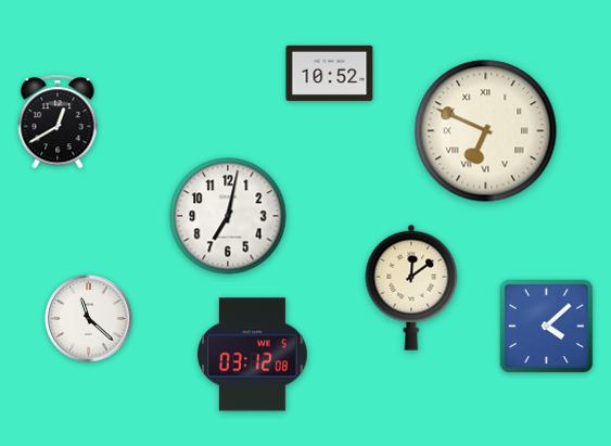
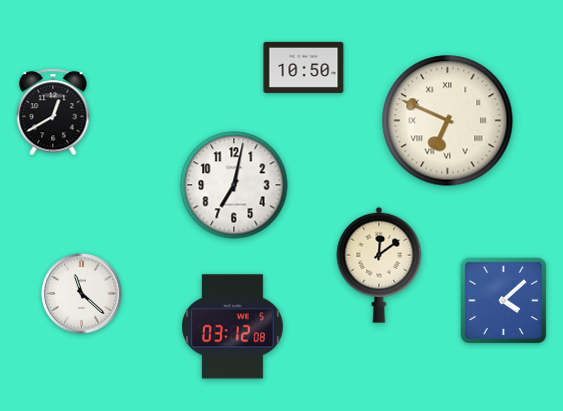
clock at (330, 73): 10:52 -> 10:50
clock at (228, 216) position: (228, 216) -> (234, 185)
